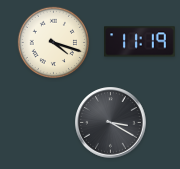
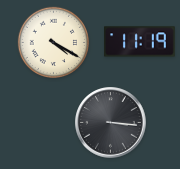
clock at (53, 42): 4:18 -> 4:20
clock at (111, 123): 3:20 -> 3:16
